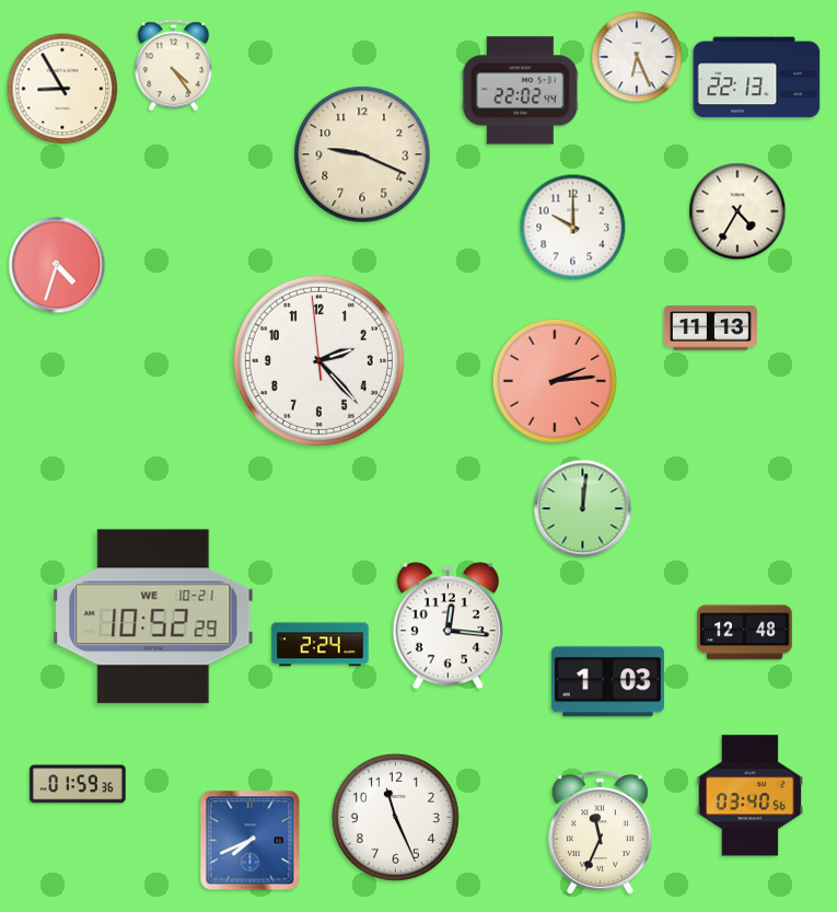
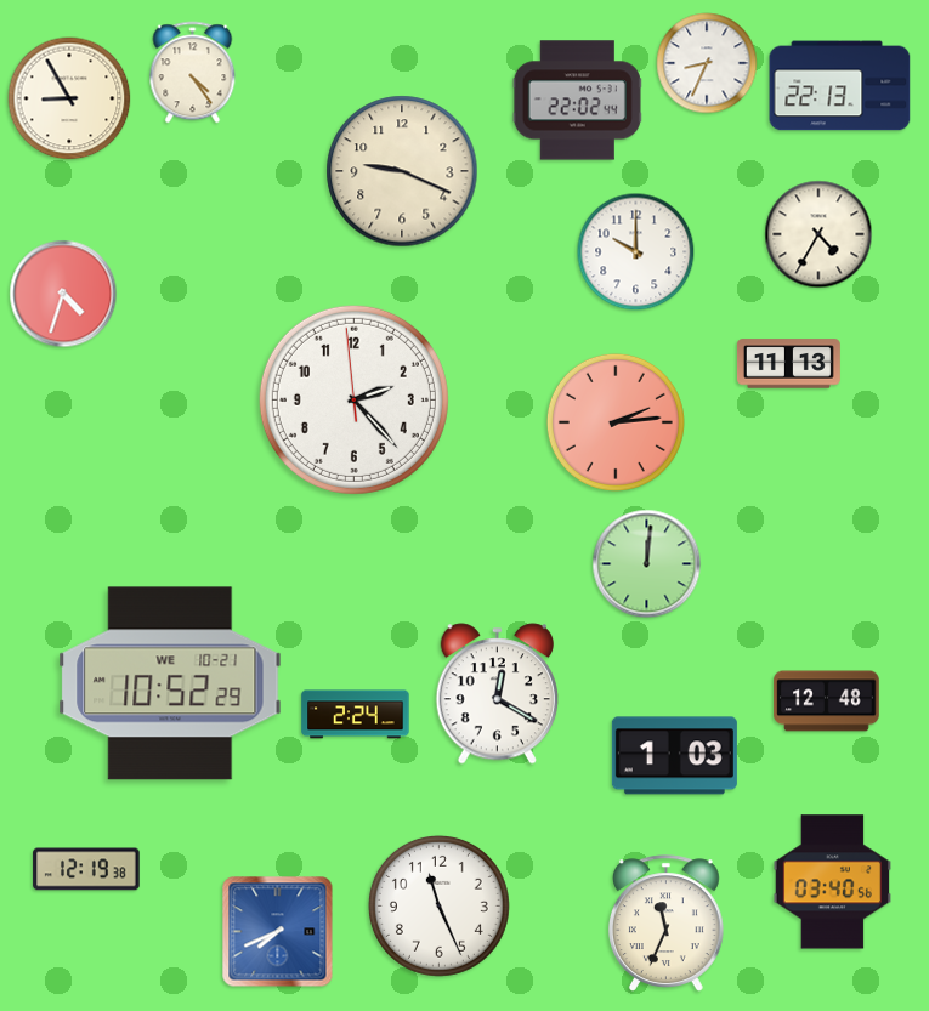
clock at (637, 57): 6:26 -> 8:34
clock at (447, 626): 12:16 -> 12:20
clock at (78, 784): 01:59 -> 12:19
